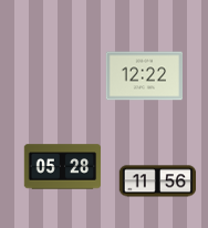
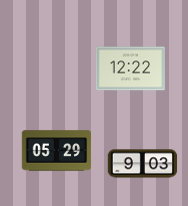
clock at (63, 167): 05:28 -> 05:29
clock at (158, 182): 11:56 -> 9:03
